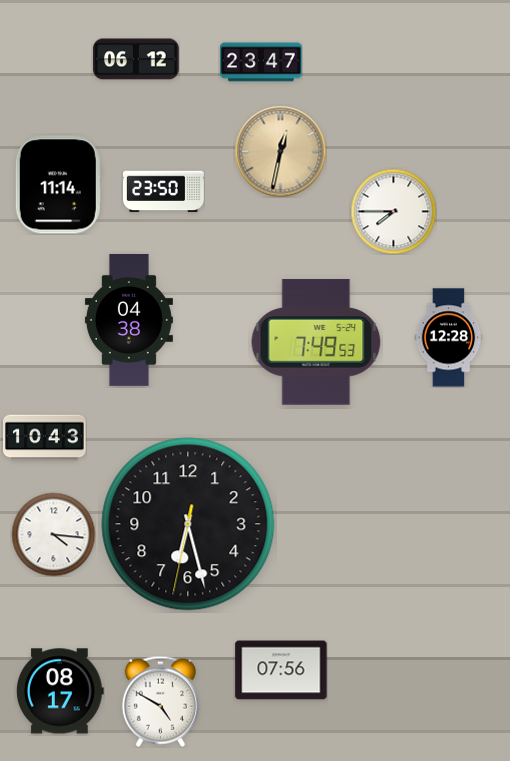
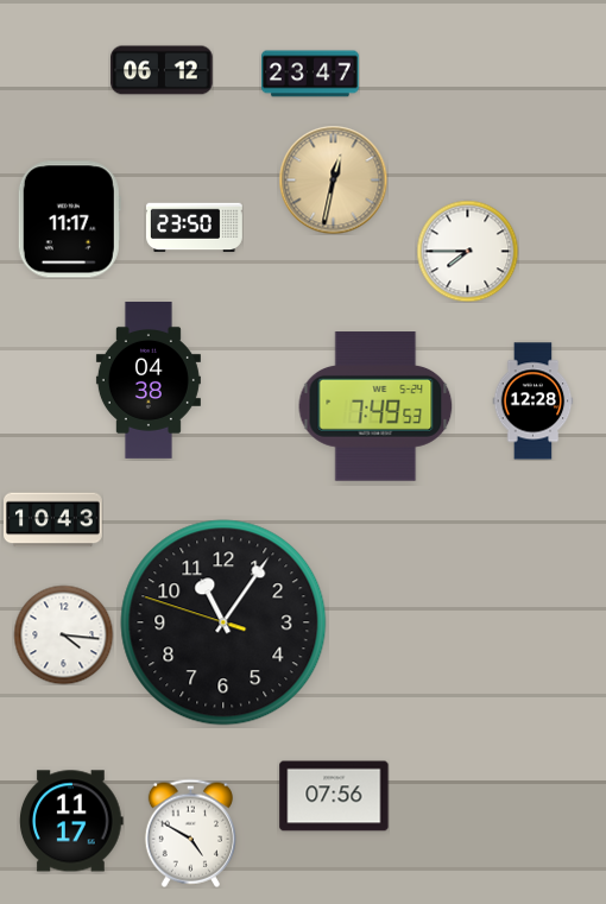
clock at (58, 185): 11:14 -> 11:17
clock at (129, 320) position: (129, 320) -> (149, 380)
clock at (188, 524): 6:27 -> 11:05
clock at (60, 691): 08:17 -> 11:17
